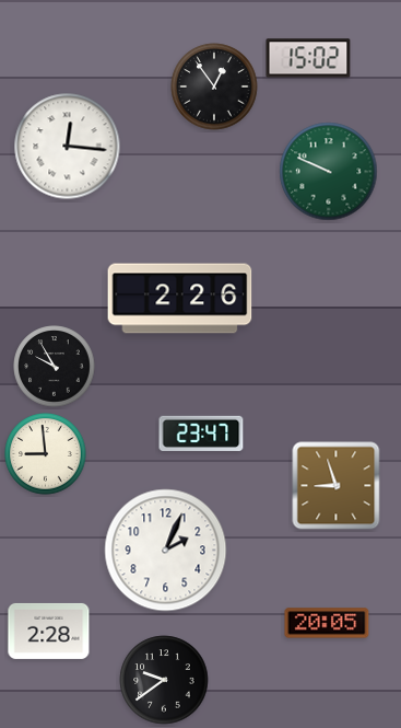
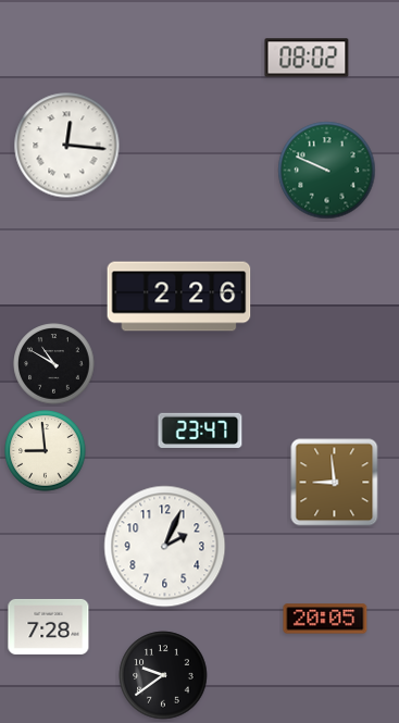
clock at (308, 58): 15:02 -> 08:02
clock at (214, 86): 12:54 -> none
clock at (55, 367): 9:55 -> 10:50
clock at (337, 486): 8:57 -> 8:59
clock at (49, 631): 2:28 -> 7:28
